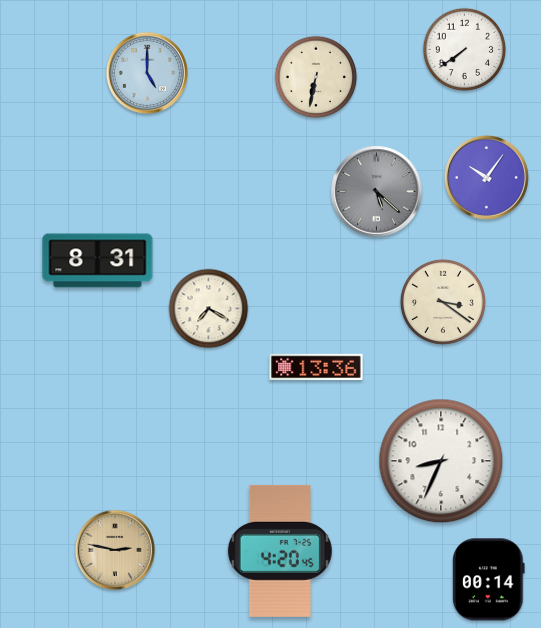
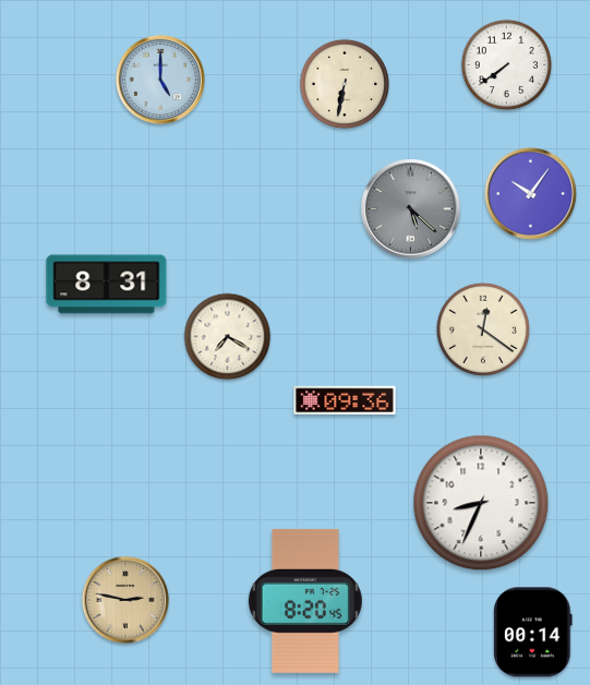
clock at (465, 50) position: (465, 50) -> (507, 65)
clock at (443, 302): 3:21 -> 12:21
clock at (316, 366): 13:36 -> 09:36
clock at (280, 551): 4:20 -> 8:20
